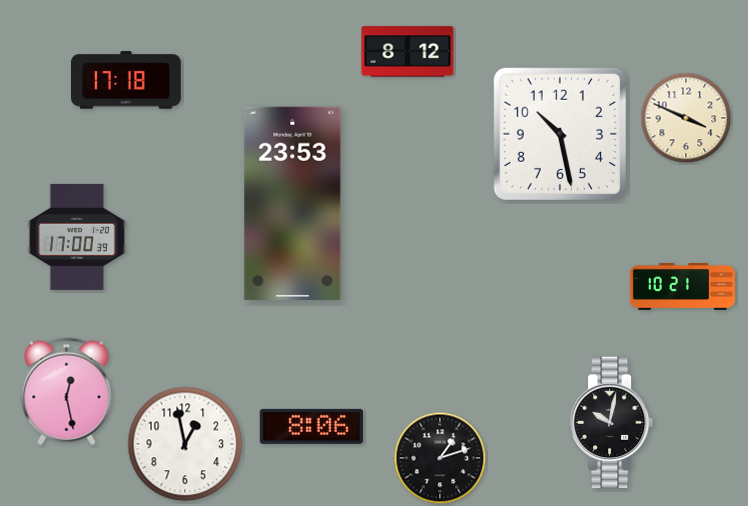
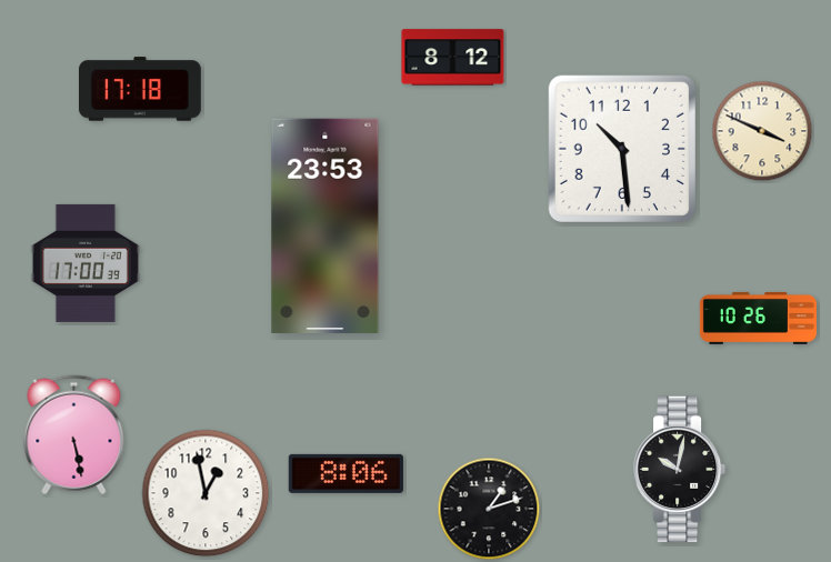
clock at (560, 134): 10:28 -> 10:29
clock at (682, 286): 10:21 -> 10:26
clock at (67, 392): 12:28 -> 5:28
